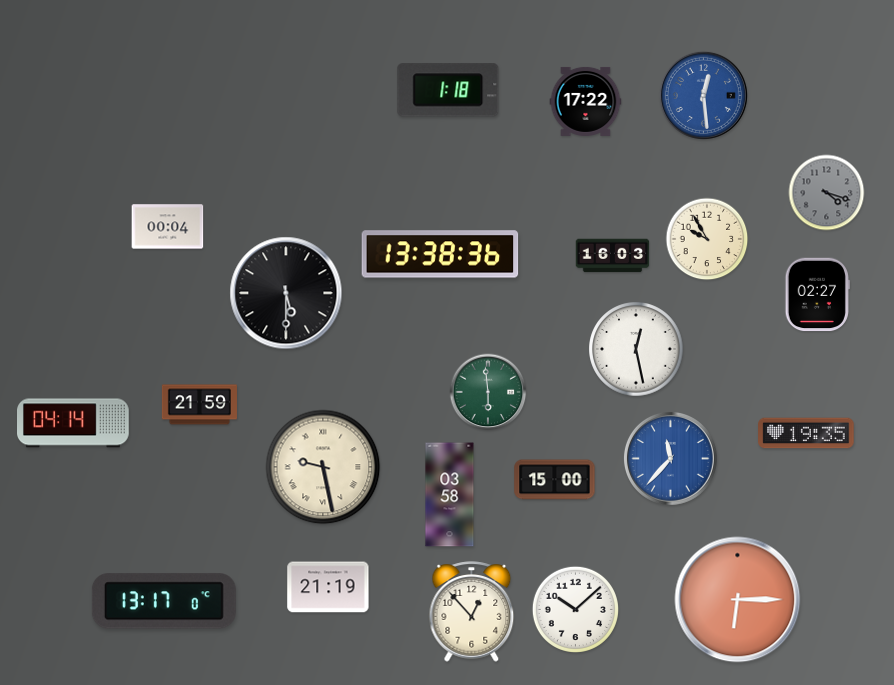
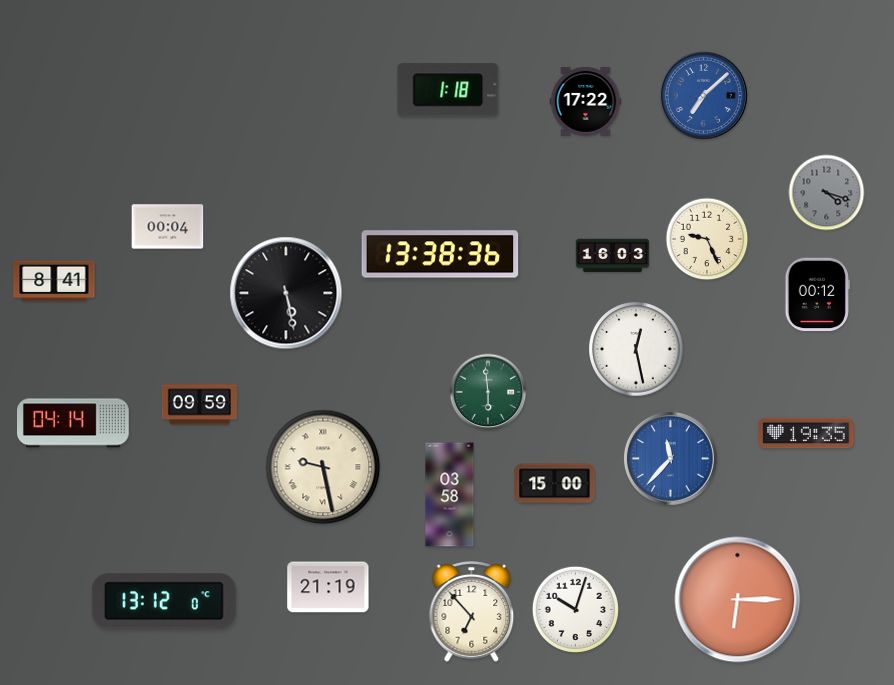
clock at (703, 95): 12:29 -> 7:08
clock at (707, 239): 9:55 -> 9:26
clock at (54, 281): none -> 8:41
clock at (286, 293): 5:30 -> 5:28
clock at (817, 295): 02:27 -> 00:12
clock at (199, 405): 21:59 -> 09:59
clock at (555, 480) position: (555, 480) -> (555, 484)
clock at (164, 601): 13:17 -> 13:12
clock at (575, 609): 10:08 -> 10:03
clock at (472, 612): 12:53 -> 6:53
